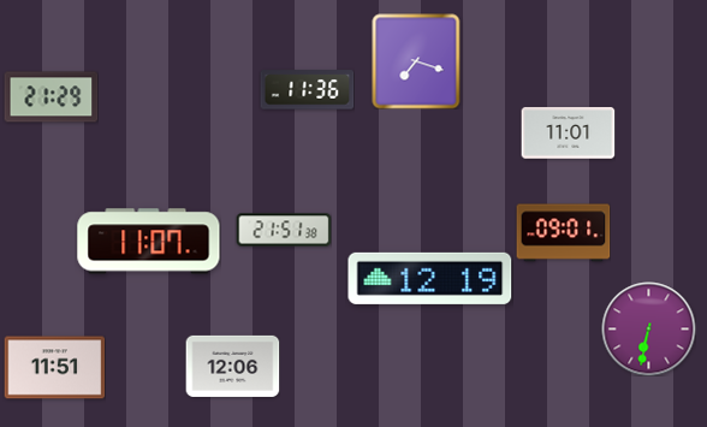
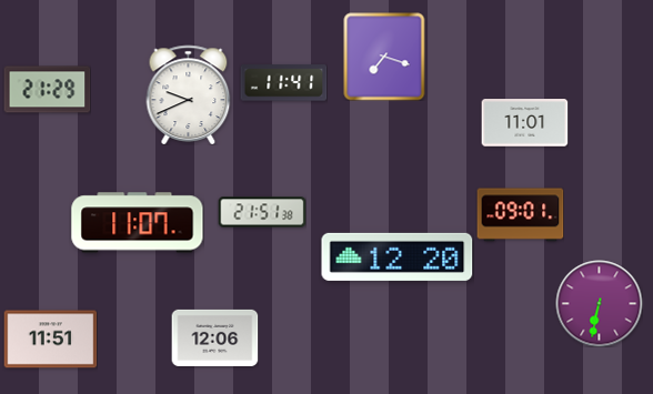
clock at (307, 90): 11:36 -> 11:41
clock at (189, 94): none -> 9:41
clock at (430, 278): 12:19 -> 12:20
